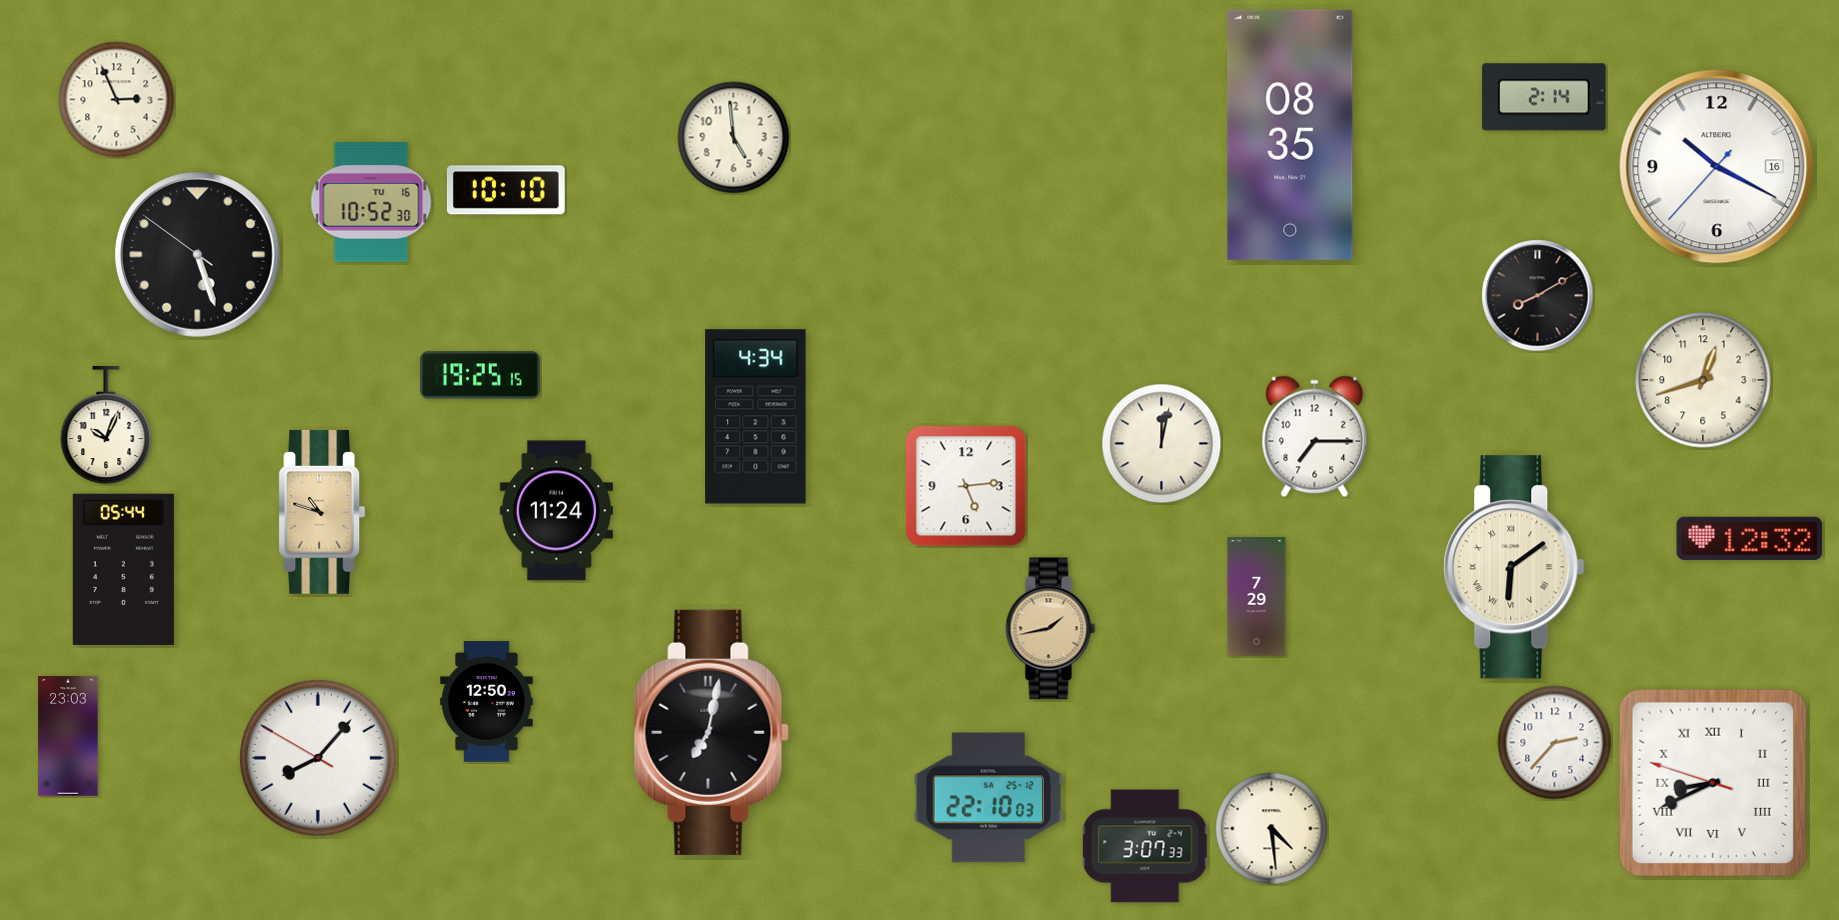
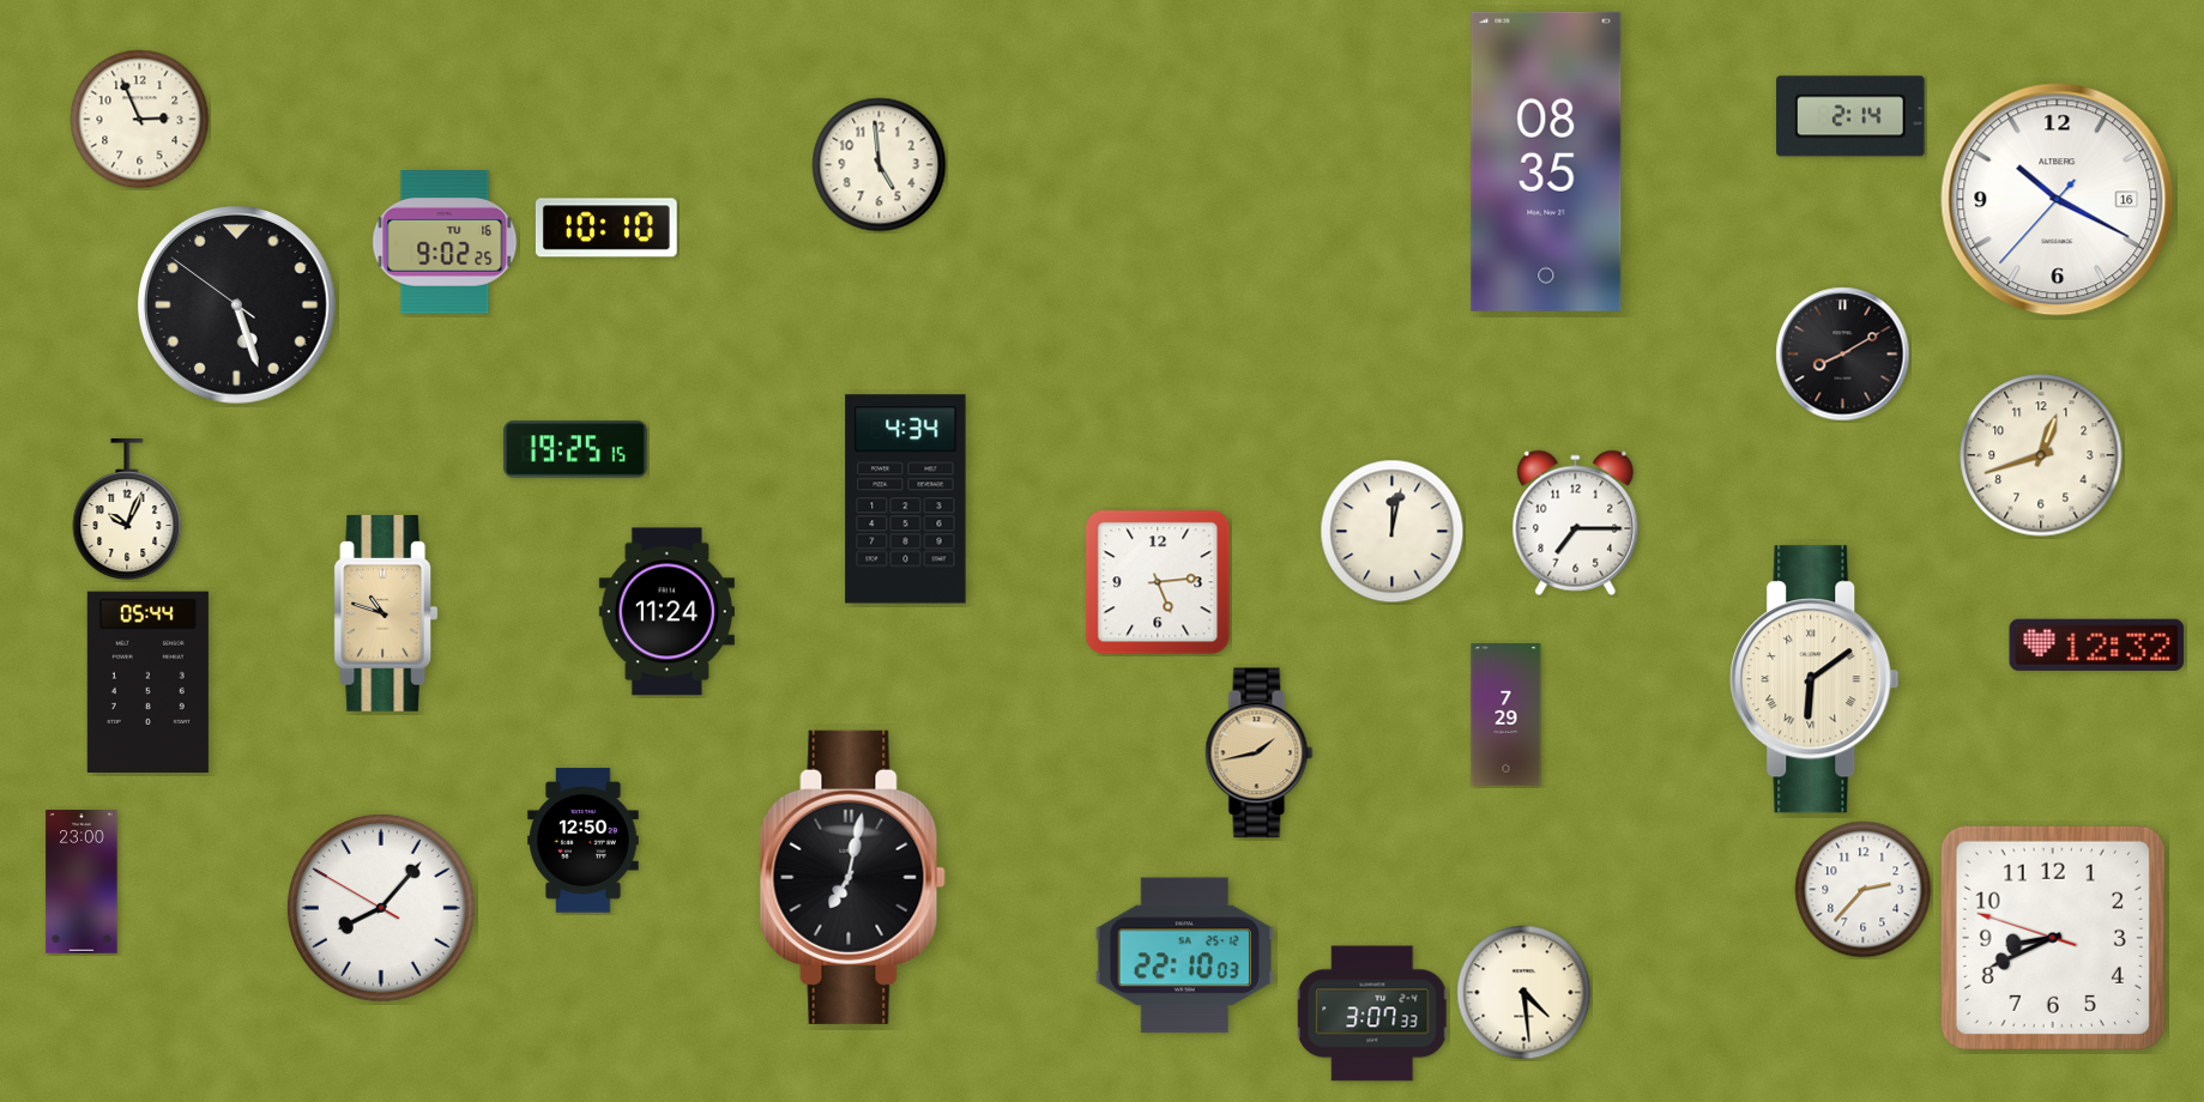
clock at (371, 203): 10:52 -> 9:02
clock at (68, 736): 23:03 -> 23:00
clock at (1713, 783) numerals: Roman -> Arabic
